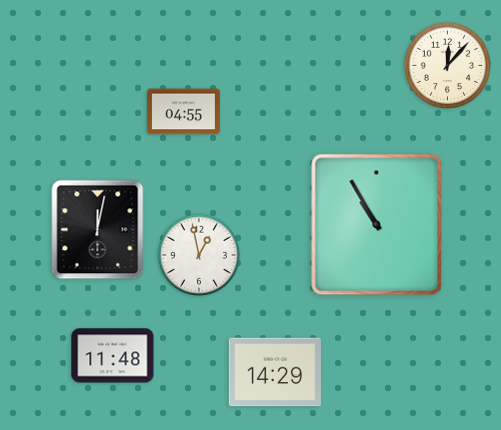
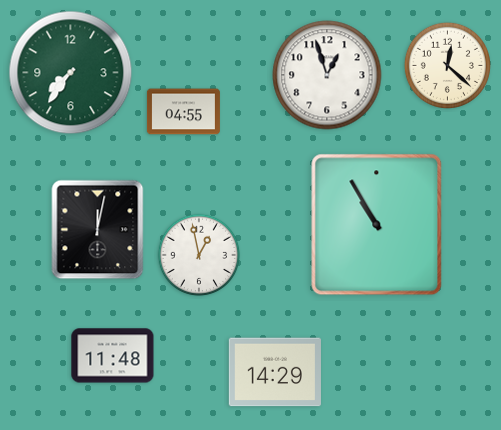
clock at (447, 65): 12:07 -> 12:22
clock at (71, 73): none -> 7:36
clock at (327, 75): none -> 12:57
